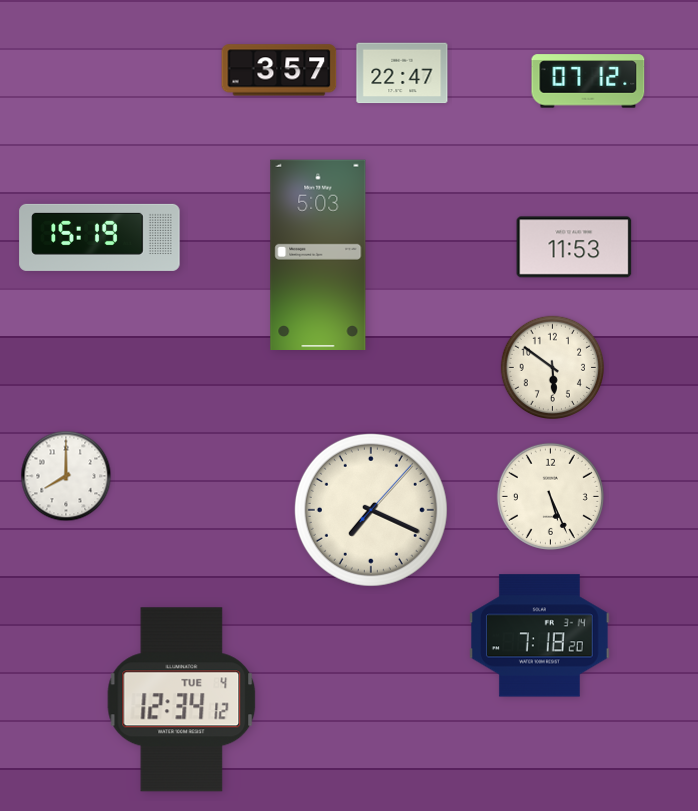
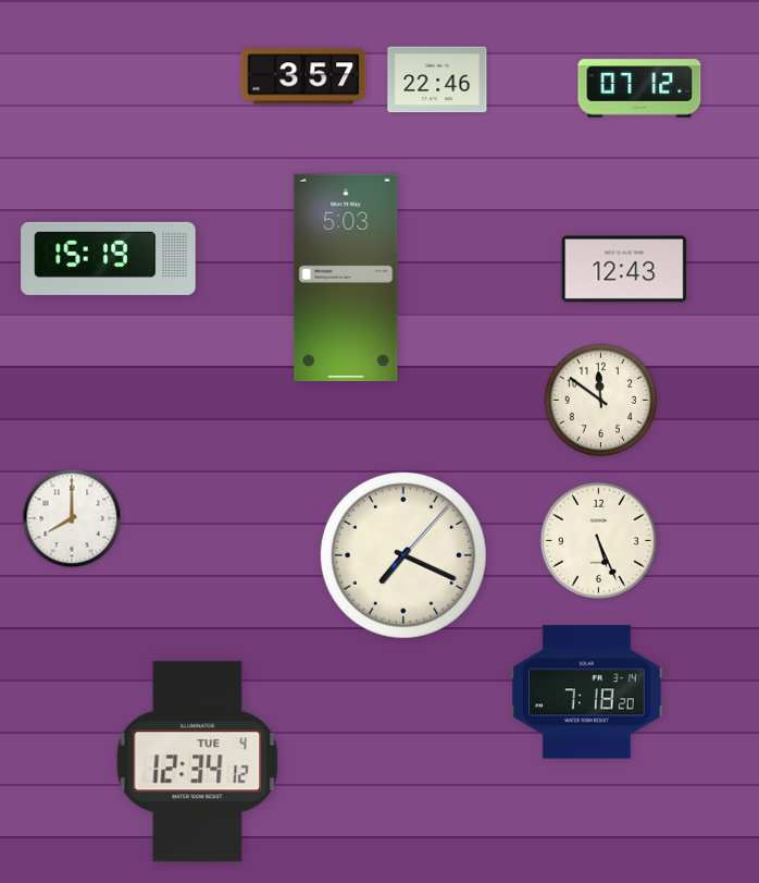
clock at (402, 73): 22:47 -> 22:46
clock at (574, 247): 11:53 -> 12:43
clock at (552, 367): 5:51 -> 11:51
